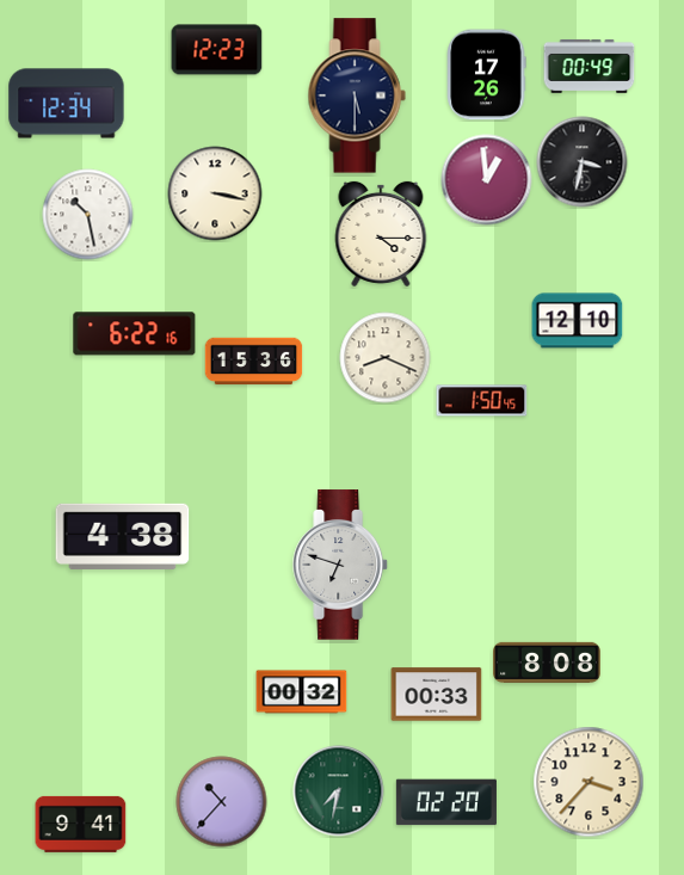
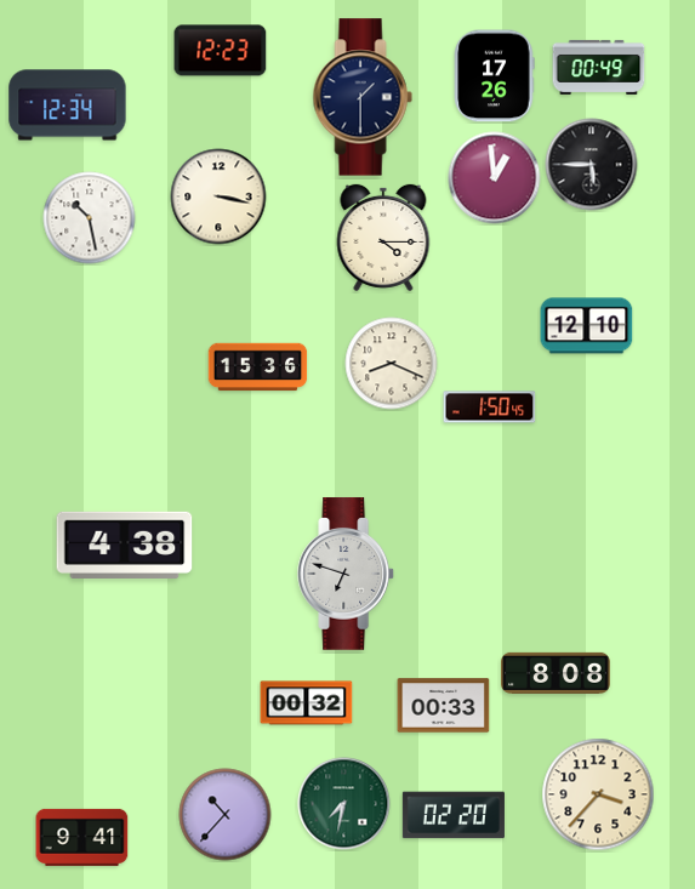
clock at (357, 95): 5:30 -> 1:30
clock at (583, 162): 3:32 -> 5:45
clock at (487, 180) position: (487, 180) -> (495, 178)
clock at (381, 234) position: (381, 234) -> (383, 238)
clock at (135, 334): 6:22 -> none
